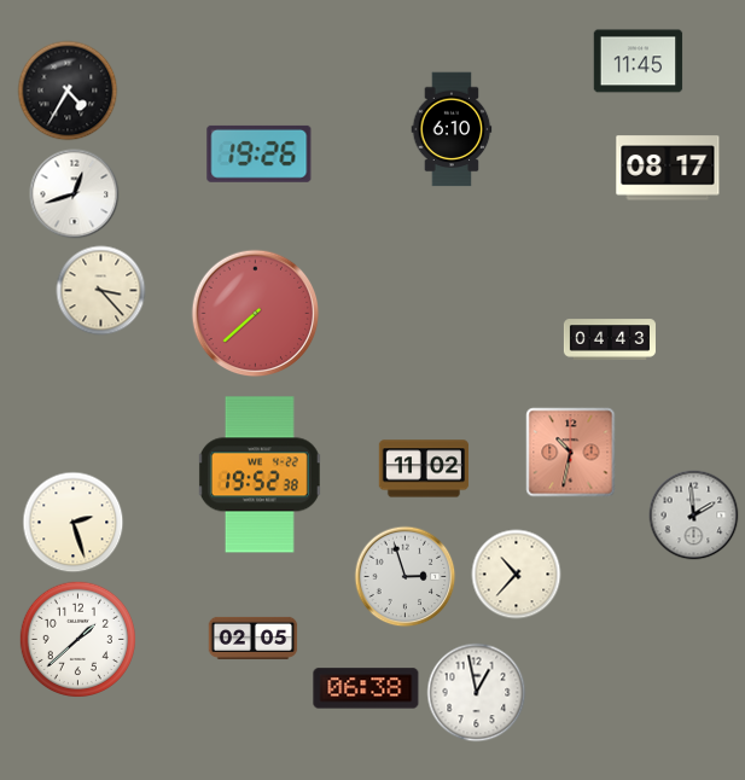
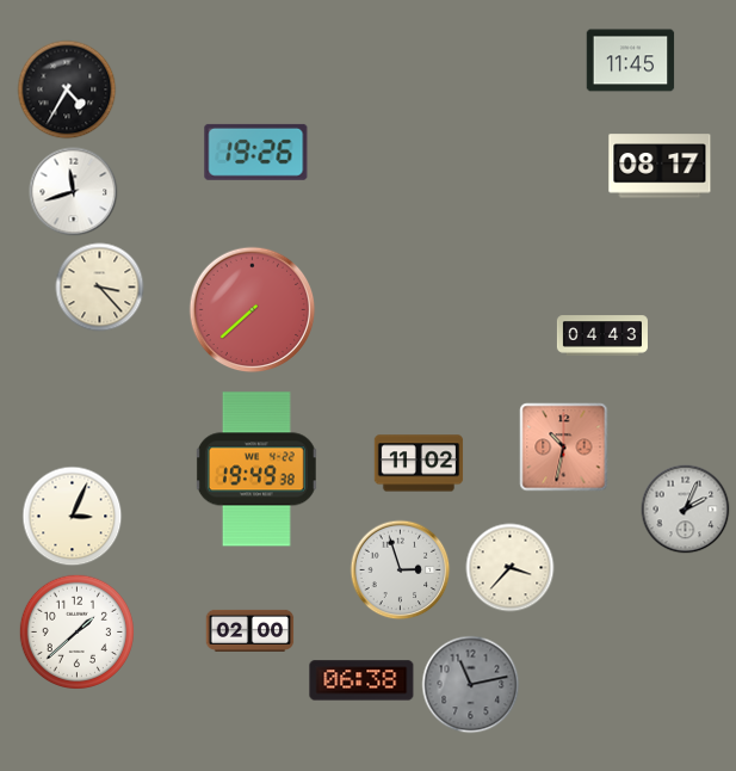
clock at (452, 129): 6:10 -> none
clock at (75, 194): 12:42 -> 11:42
clock at (260, 475): 19:52 -> 19:49
clock at (694, 516): 1:59 -> 2:04
clock at (74, 523): 2:27 -> 3:04
clock at (517, 575): 10:37 -> 3:37
clock at (254, 638): 02:05 -> 02:00
clock at (477, 693): 12:58 -> 11:13
clock at (477, 693) dial: white -> grey
